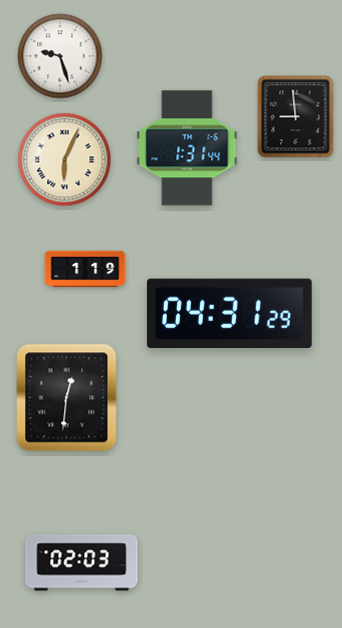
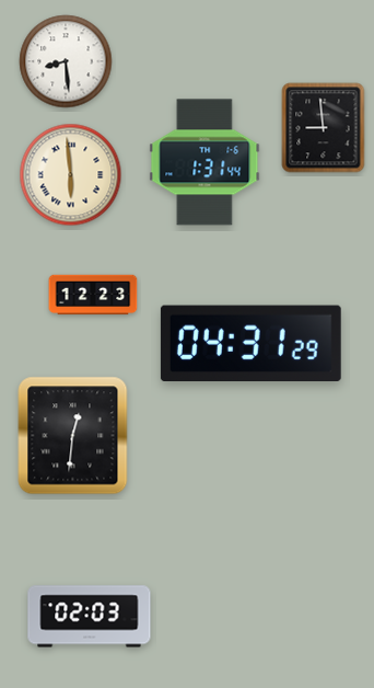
clock at (60, 56): 9:27 -> 8:29
clock at (65, 160): 6:04 -> 5:59
clock at (85, 269): 1:19 -> 12:23
